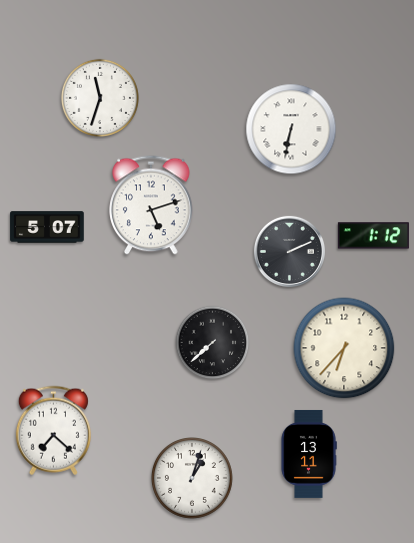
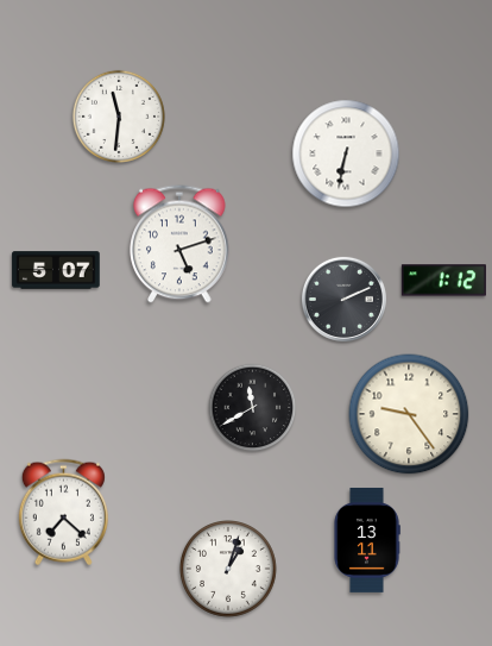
clock at (100, 98): 11:33 -> 11:31
clock at (213, 343): 7:38 -> 11:40
clock at (344, 348): 6:37 -> 9:24
